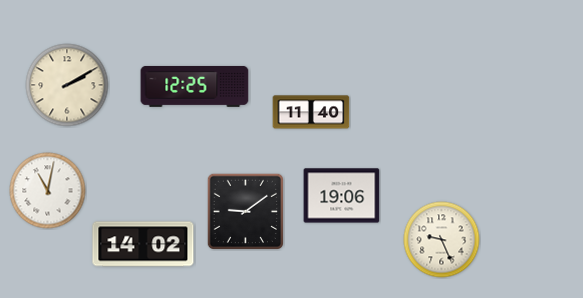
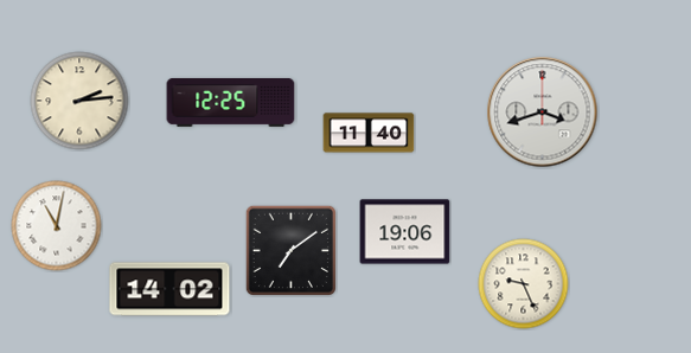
clock at (67, 85): 2:10 -> 2:14
clock at (543, 113): none -> 3:42
clock at (245, 211): 9:09 -> 7:09
